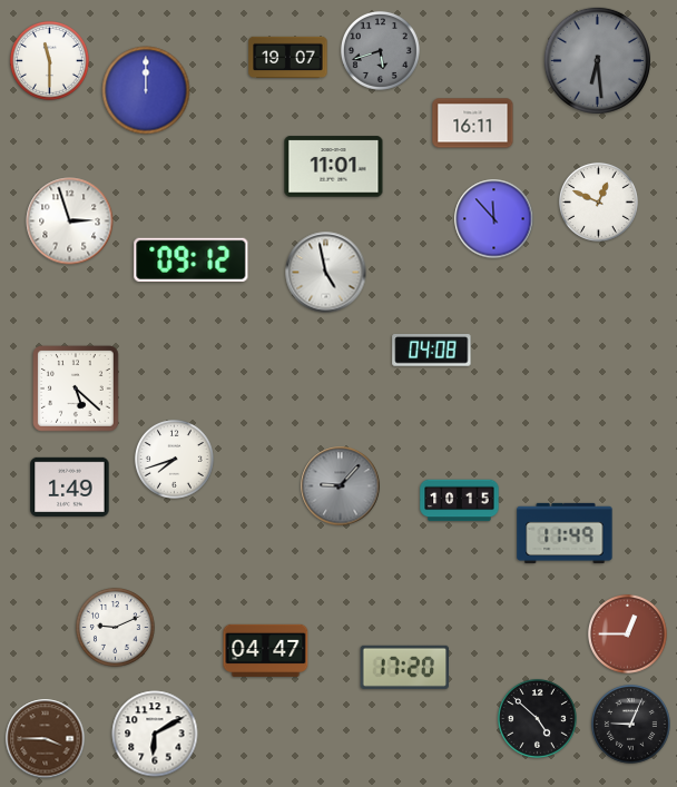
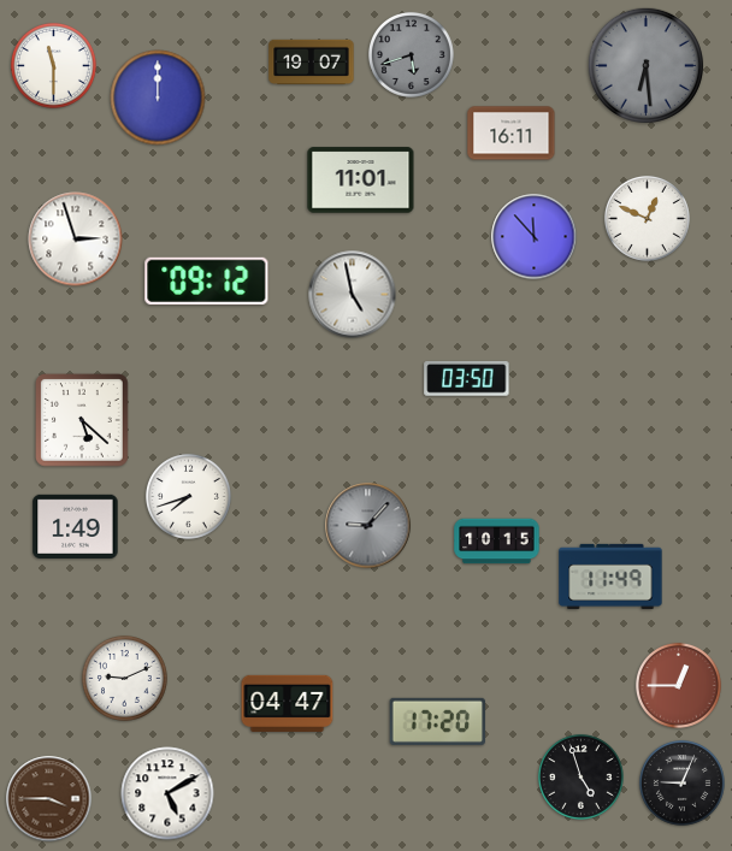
clock at (432, 351): 04:08 -> 03:50
clock at (537, 718): 4:52 -> 4:57
clock at (155, 734): 6:10 -> 5:10
